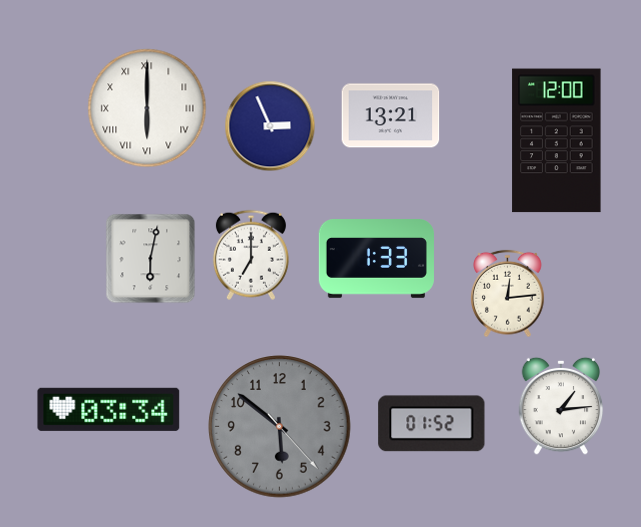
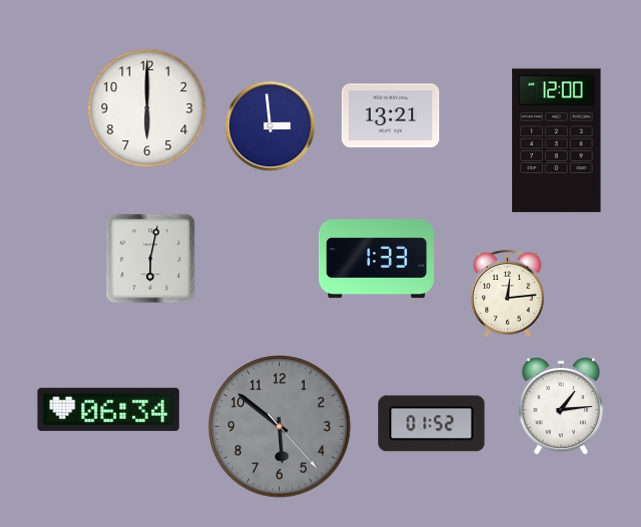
clock at (147, 108) numerals: Roman -> Arabic
clock at (270, 126): 2:56 -> 2:59
clock at (251, 255): 7:00 -> none
clock at (109, 409): 03:34 -> 06:34
